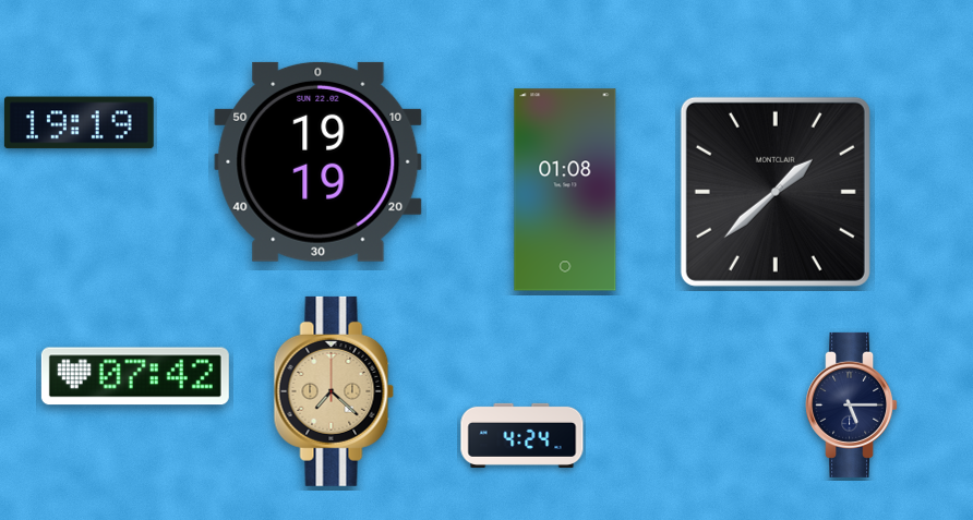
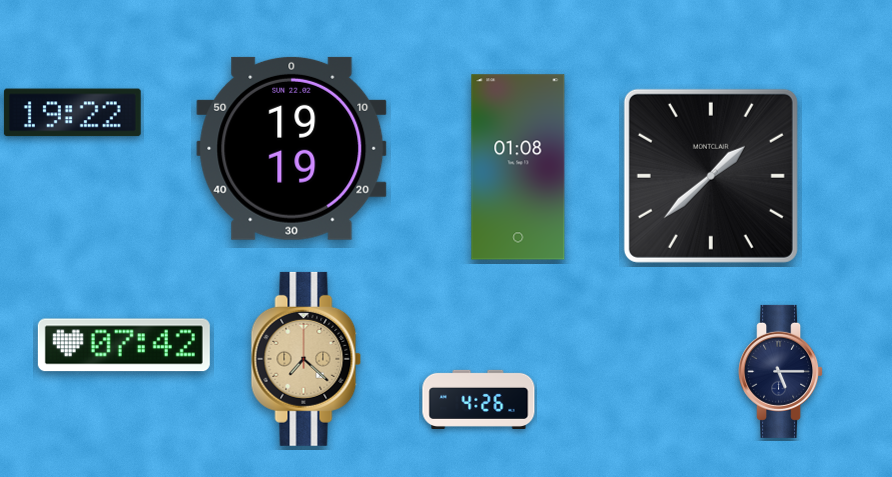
clock at (79, 123): 19:19 -> 19:22
clock at (565, 190) position: (565, 190) -> (518, 167)
clock at (522, 435): 4:24 -> 4:26
